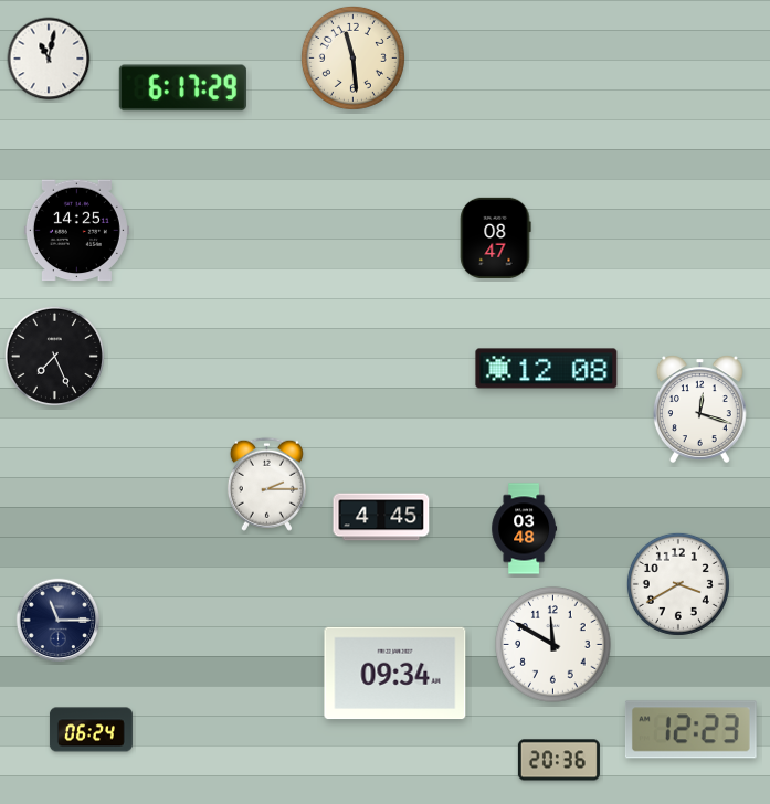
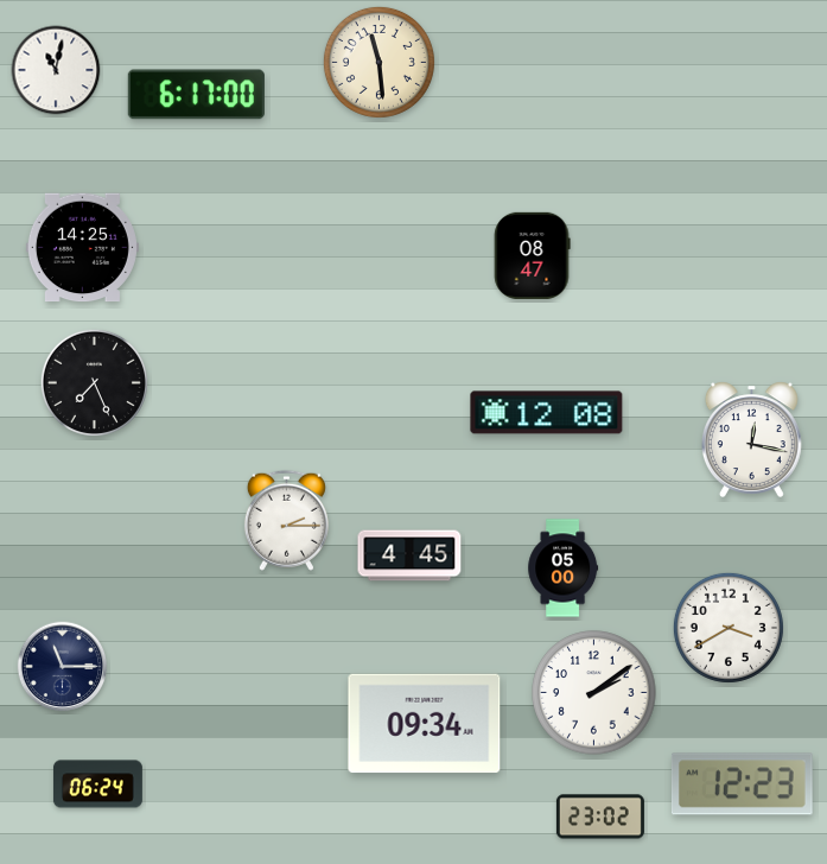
clock at (49, 59) position: (49, 59) -> (56, 70)
clock at (182, 88): 6:17:29 -> 6:17:00
clock at (54, 356) position: (54, 356) -> (94, 382)
clock at (547, 369) position: (547, 369) -> (547, 413)
clock at (699, 409): 12:18 -> 12:17
clock at (525, 529): 03:48 -> 05:00
clock at (553, 645): 11:50 -> 2:09
clock at (559, 760): 20:36 -> 23:02
